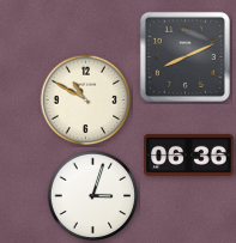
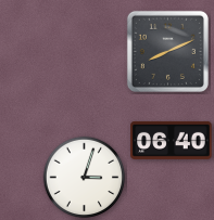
clock at (86, 101): 10:50 -> none
clock at (189, 154): 06:36 -> 06:40
